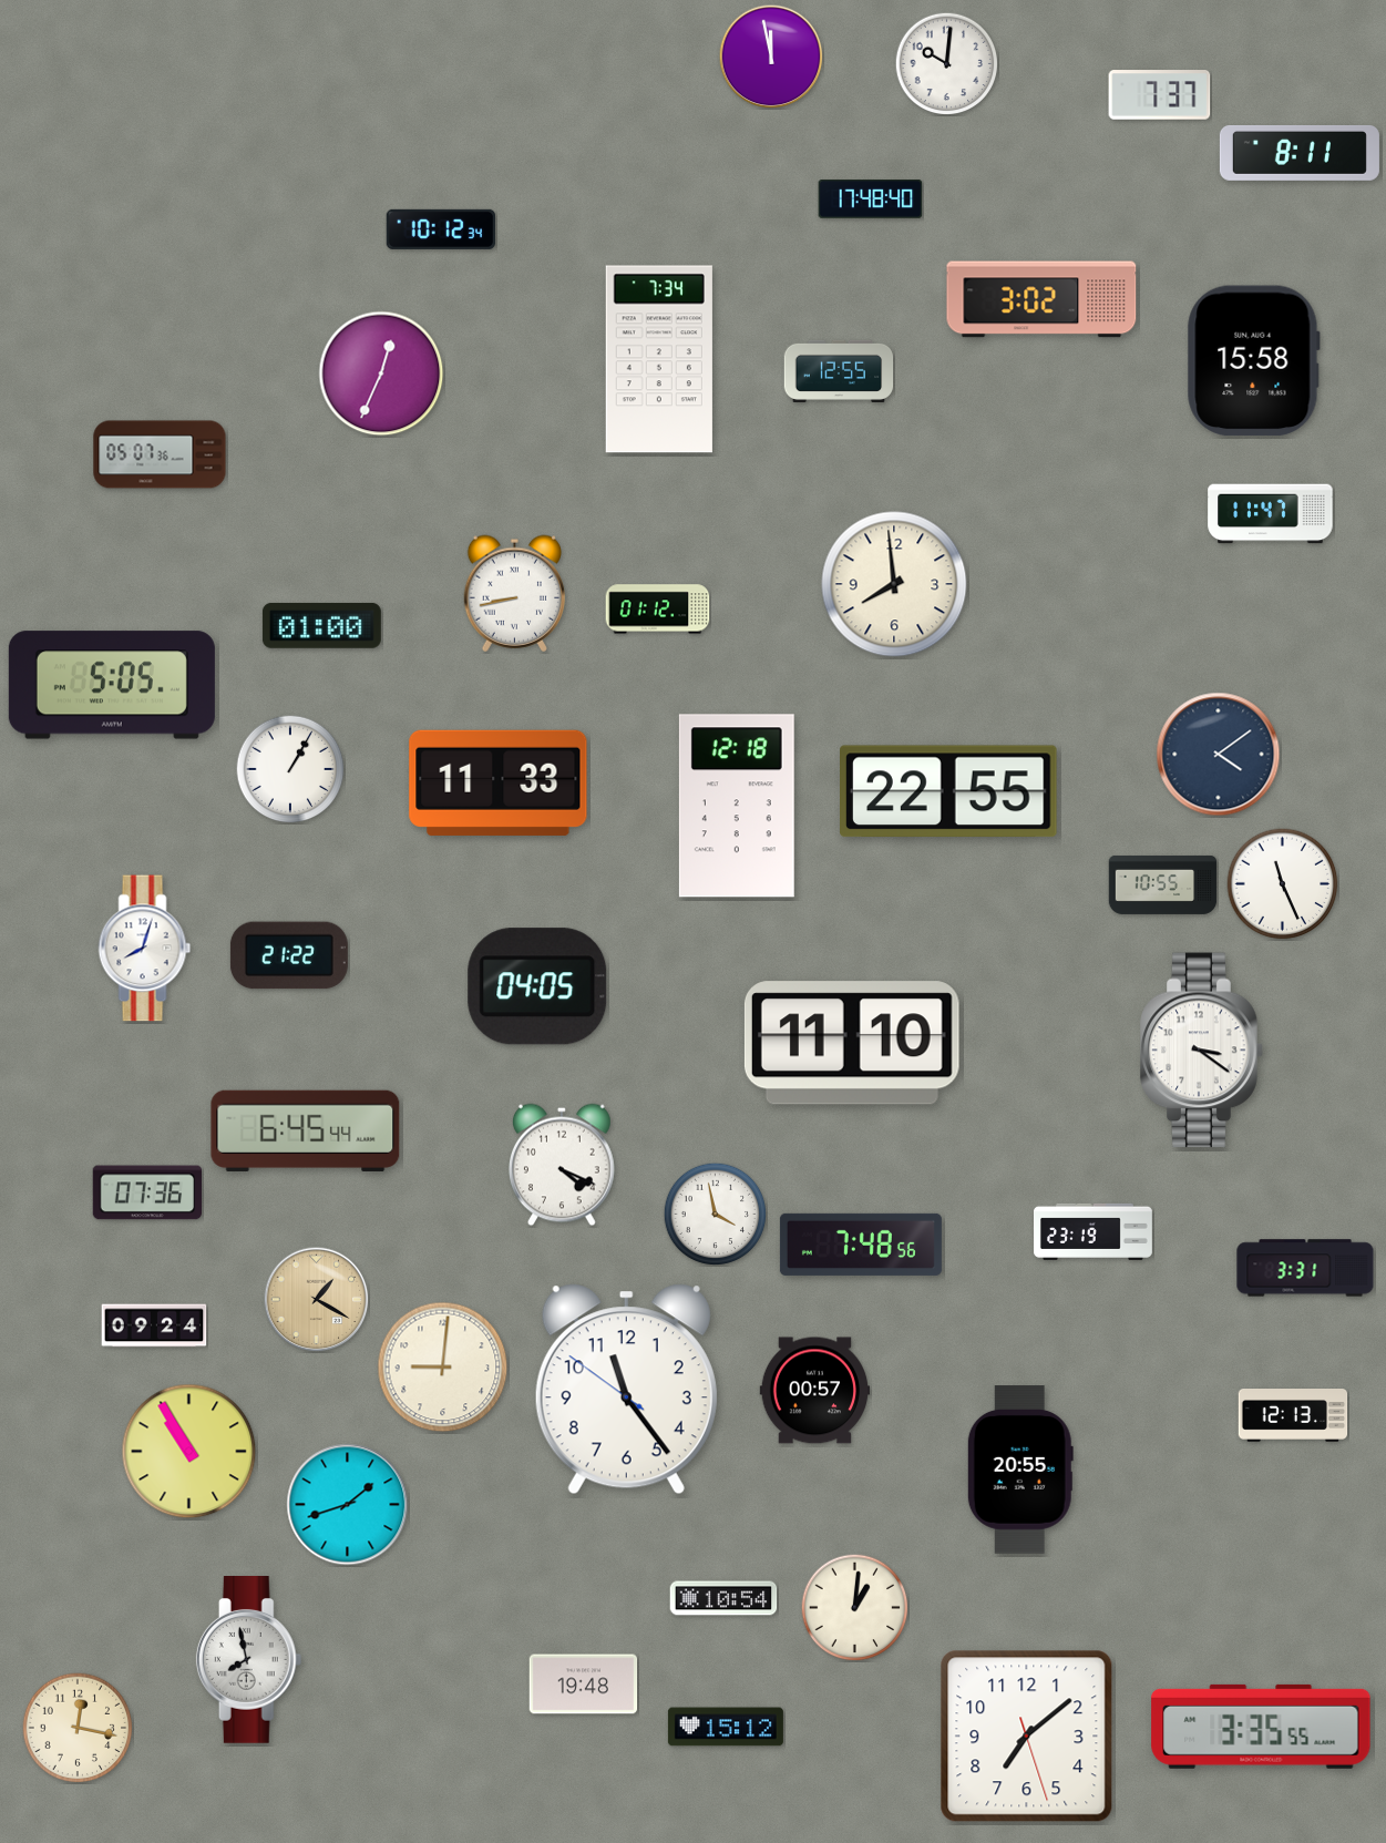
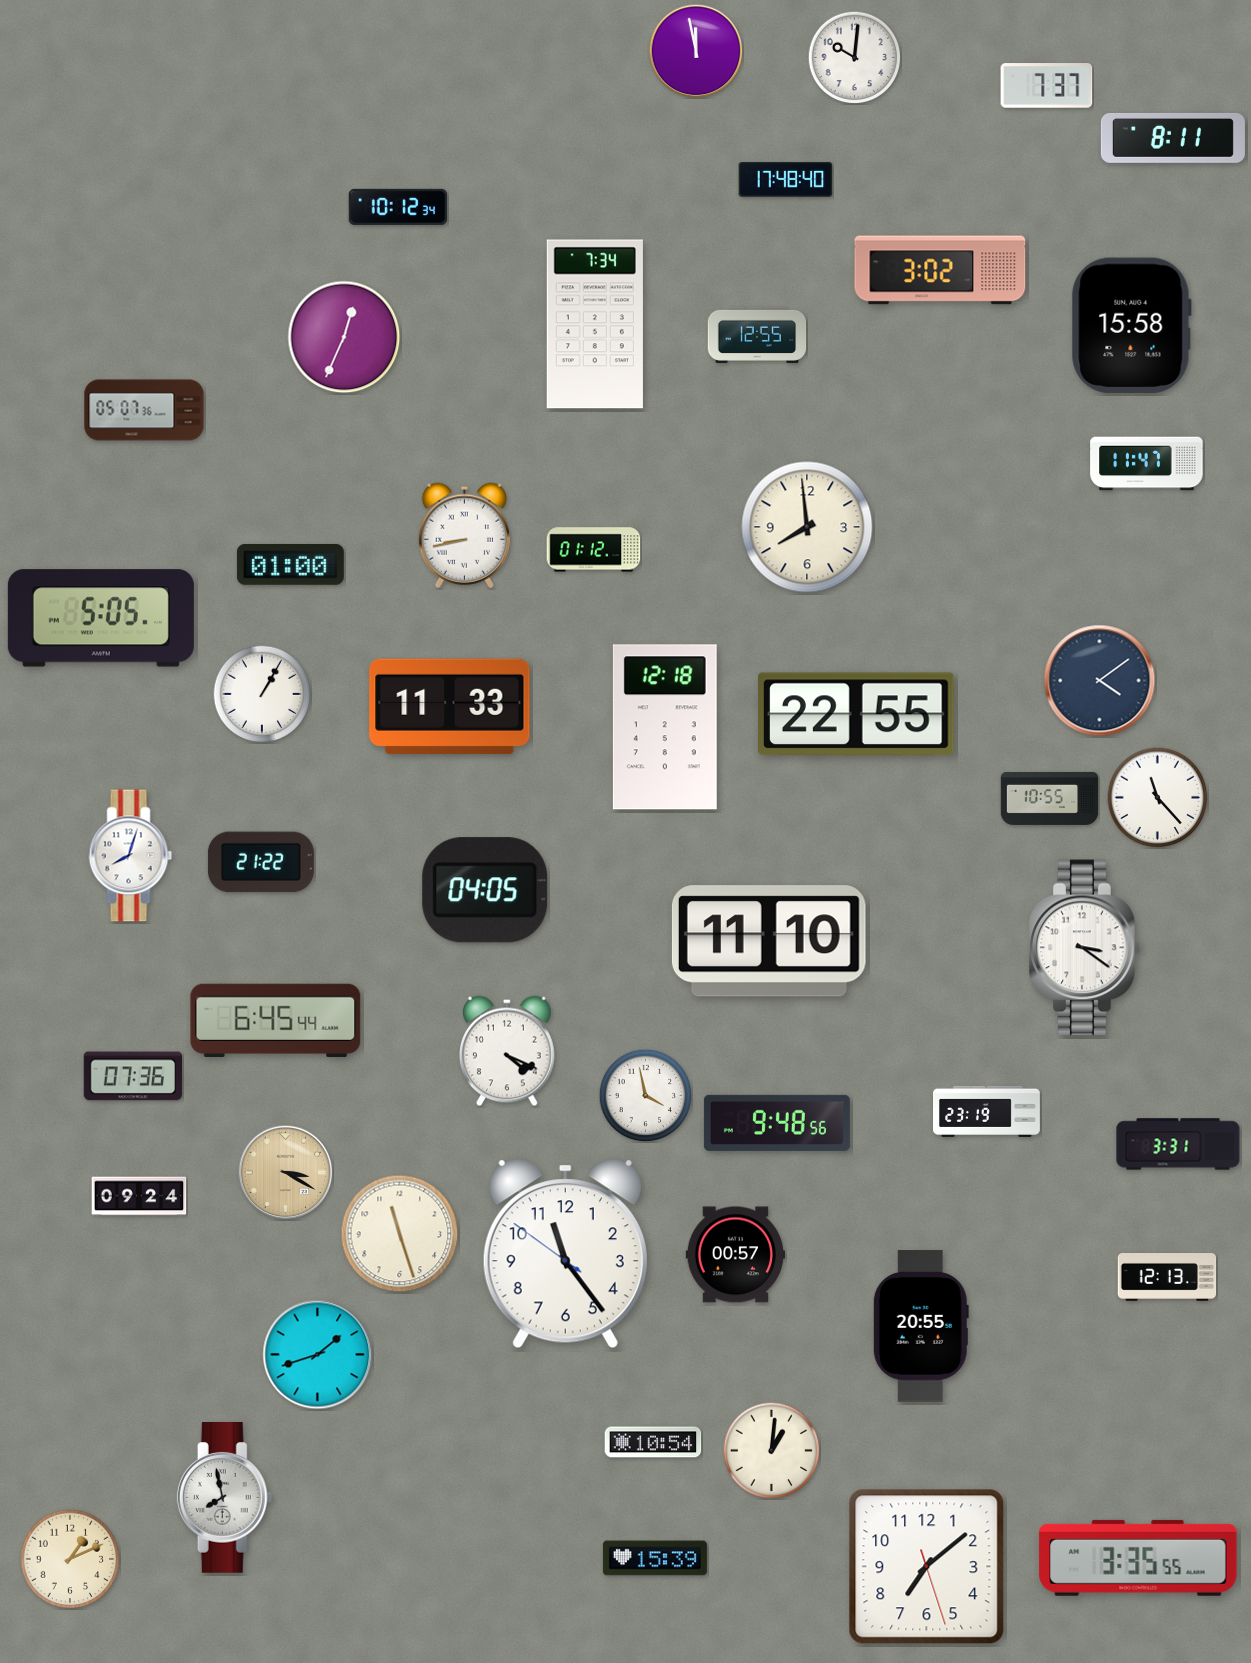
clock at (1283, 884): 11:26 -> 11:23
clock at (861, 1245): 7:48 -> 9:48
clock at (316, 1299): 1:20 -> 3:20
clock at (443, 1368): 9:01 -> 11:27
clock at (189, 1452): 10:55 -> none
clock at (348, 1505) position: (348, 1505) -> (318, 1355)
clock at (584, 1685): 19:48 -> none
clock at (726, 1727): 15:12 -> 15:39
clock at (78, 1728): 12:17 -> 1:11
